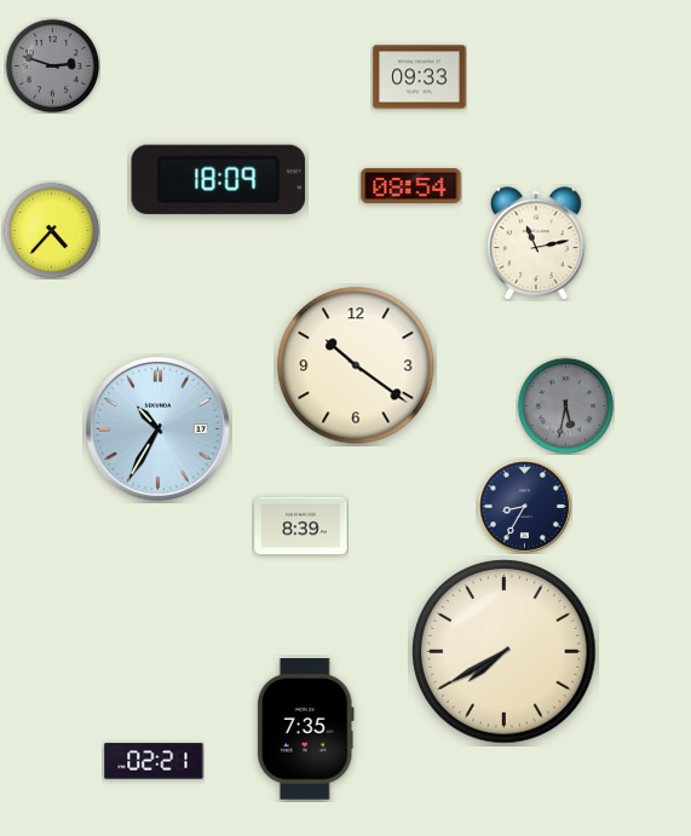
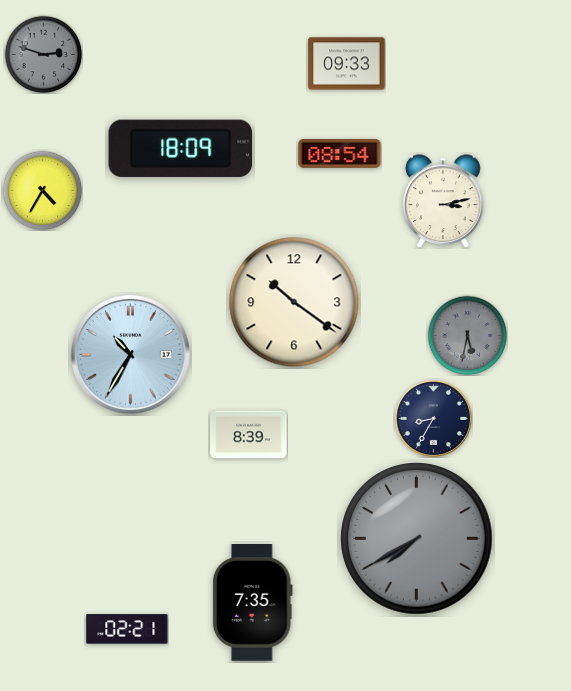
clock at (51, 230): 4:37 -> 4:35
clock at (536, 243): 11:13 -> 3:13
clock at (505, 652) dial: cream -> grey
